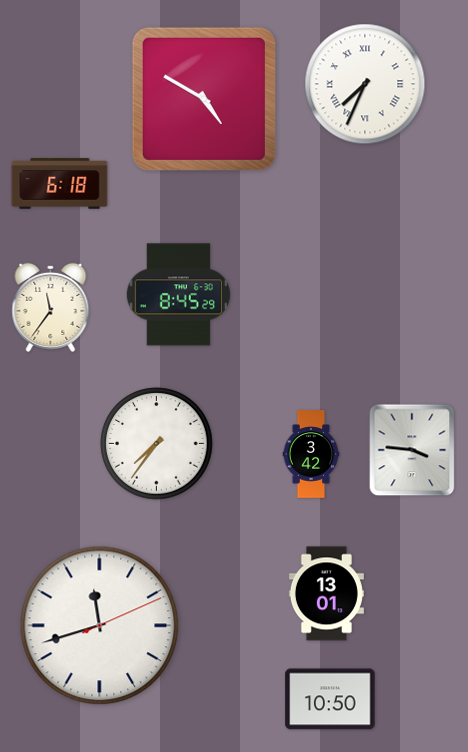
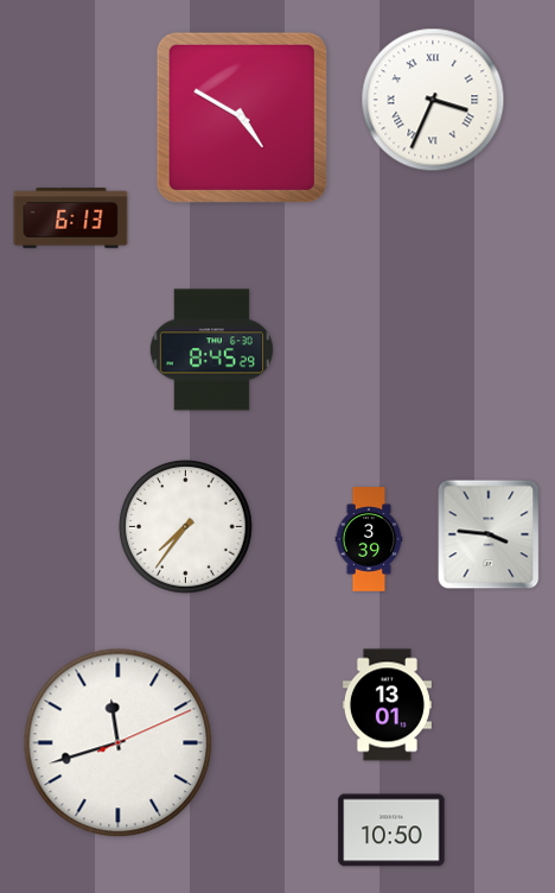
clock at (365, 84): 7:34 -> 3:34
clock at (60, 184): 6:18 -> 6:13
clock at (51, 307): 11:36 -> none
clock at (311, 454): 3:42 -> 3:39
